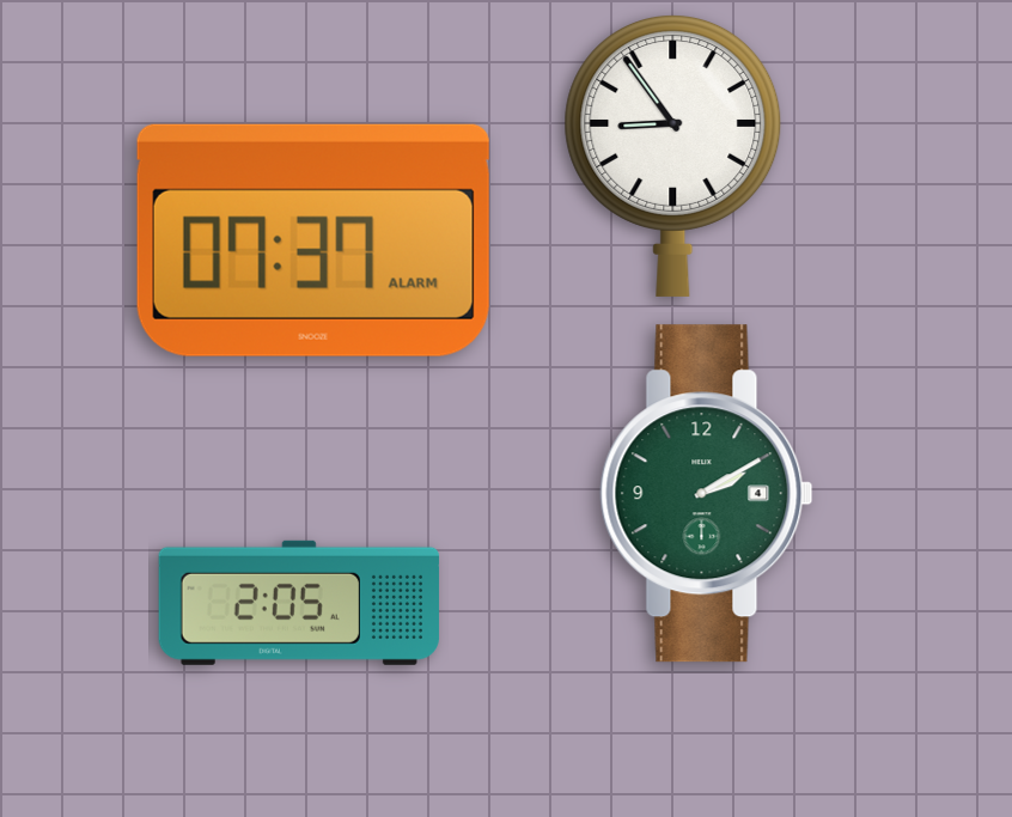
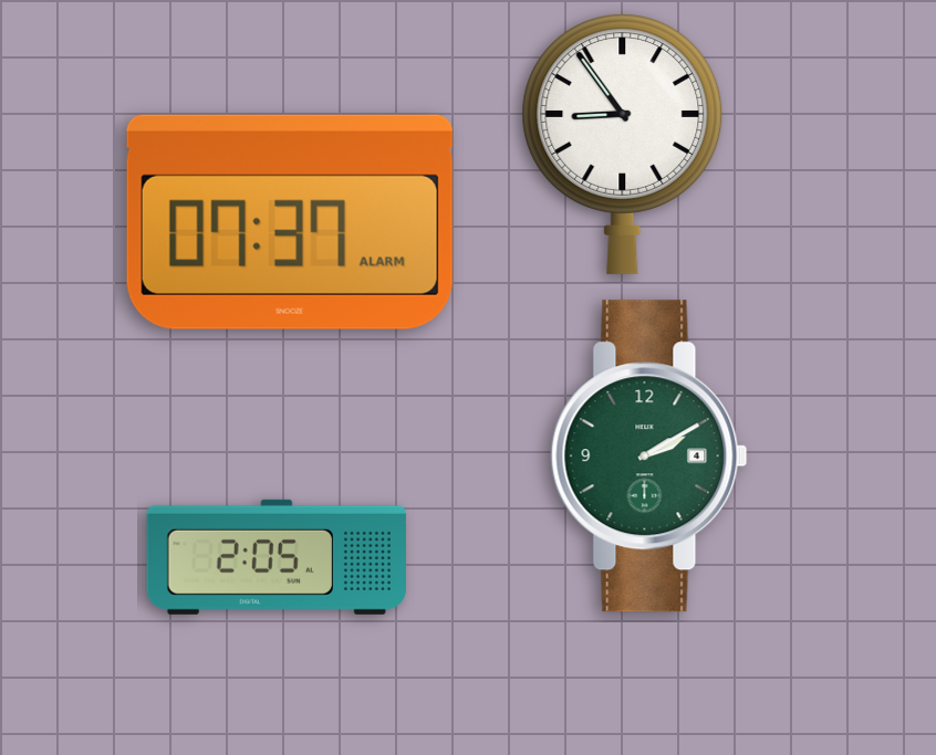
clock at (707, 494) position: (707, 494) -> (649, 457)
